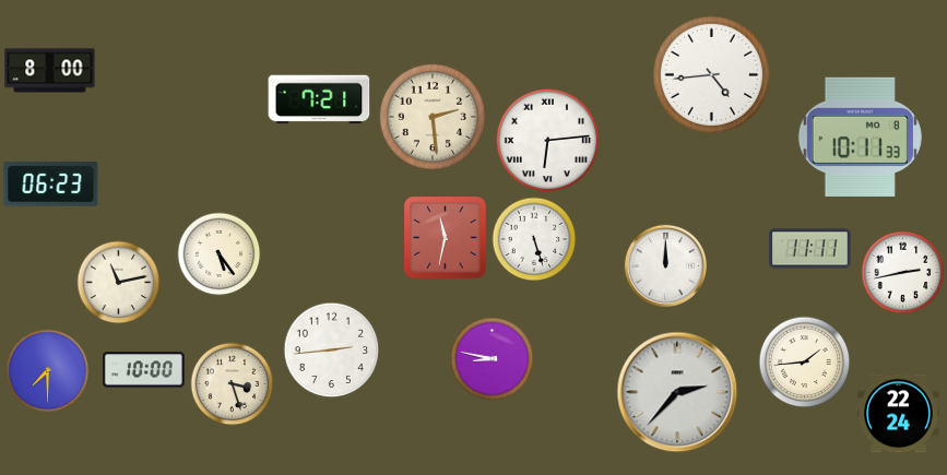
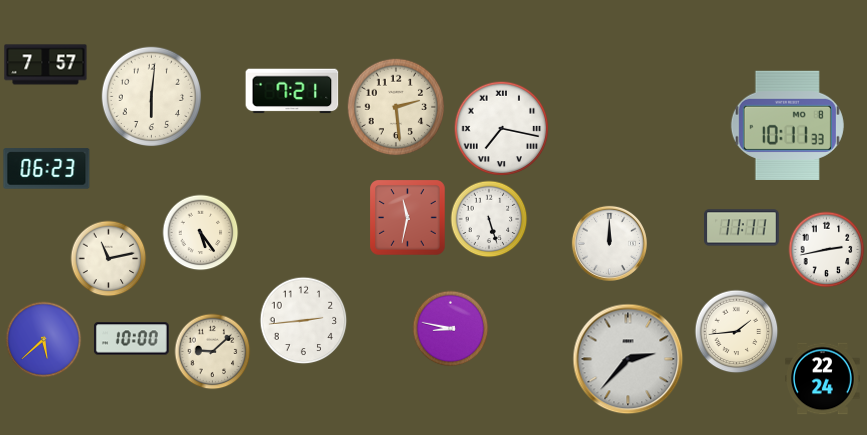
clock at (50, 71): 8:00 -> 7:57
clock at (711, 74): 4:44 -> none
clock at (152, 97): none -> 6:01
clock at (548, 141): 6:14 -> 7:17
clock at (48, 371): 7:30 -> 5:38
clock at (233, 384): 3:27 -> 9:08
clock at (677, 392) position: (677, 392) -> (628, 359)
